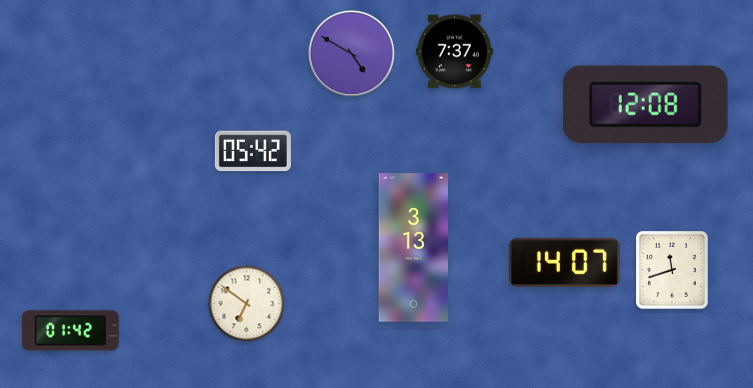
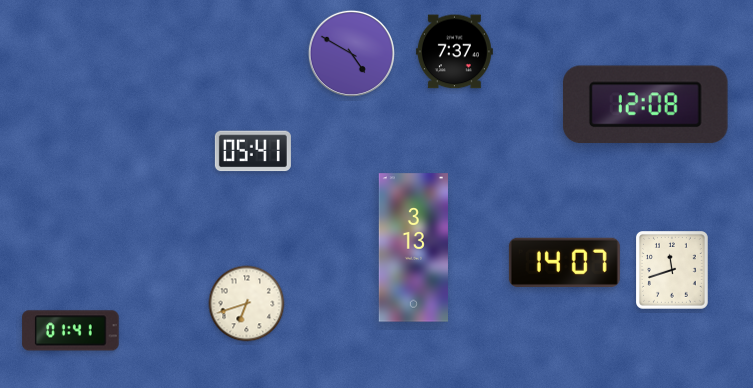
clock at (253, 151): 05:42 -> 05:41
clock at (247, 304): 6:51 -> 6:42
clock at (71, 331): 01:42 -> 01:41
